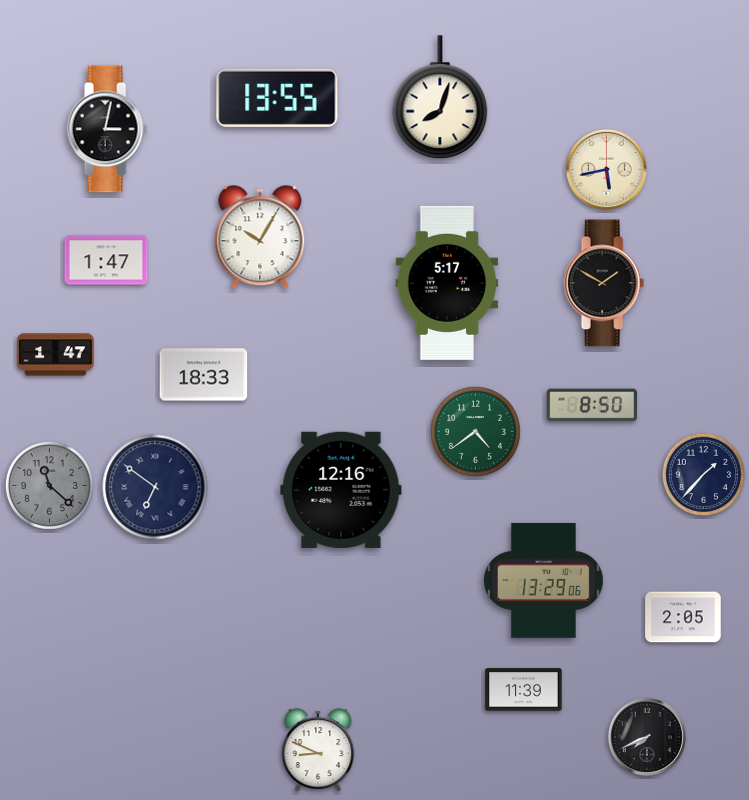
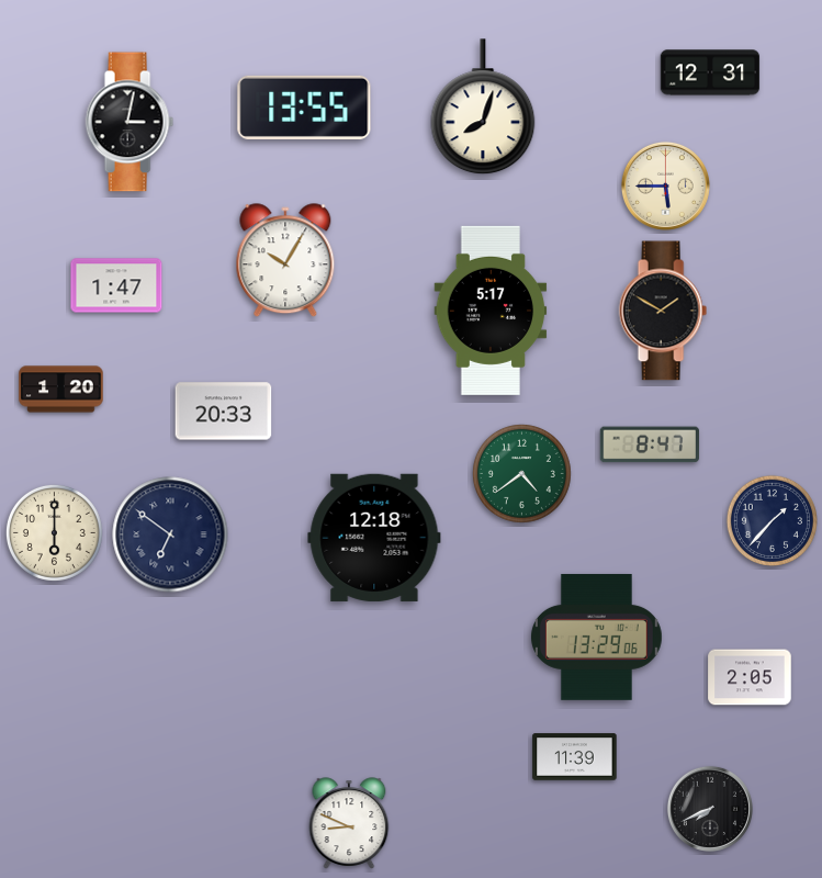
clock at (710, 72): none -> 12:31
clock at (107, 129) position: (107, 129) -> (130, 122)
clock at (606, 169): 5:43 -> 5:45
clock at (56, 355): 1:47 -> 1:20
clock at (204, 375): 18:33 -> 20:33
clock at (591, 405): 8:50 -> 8:47
clock at (49, 485): 11:22 -> 6:00
clock at (49, 485) dial: grey -> cream
clock at (341, 490): 12:16 -> 12:18
